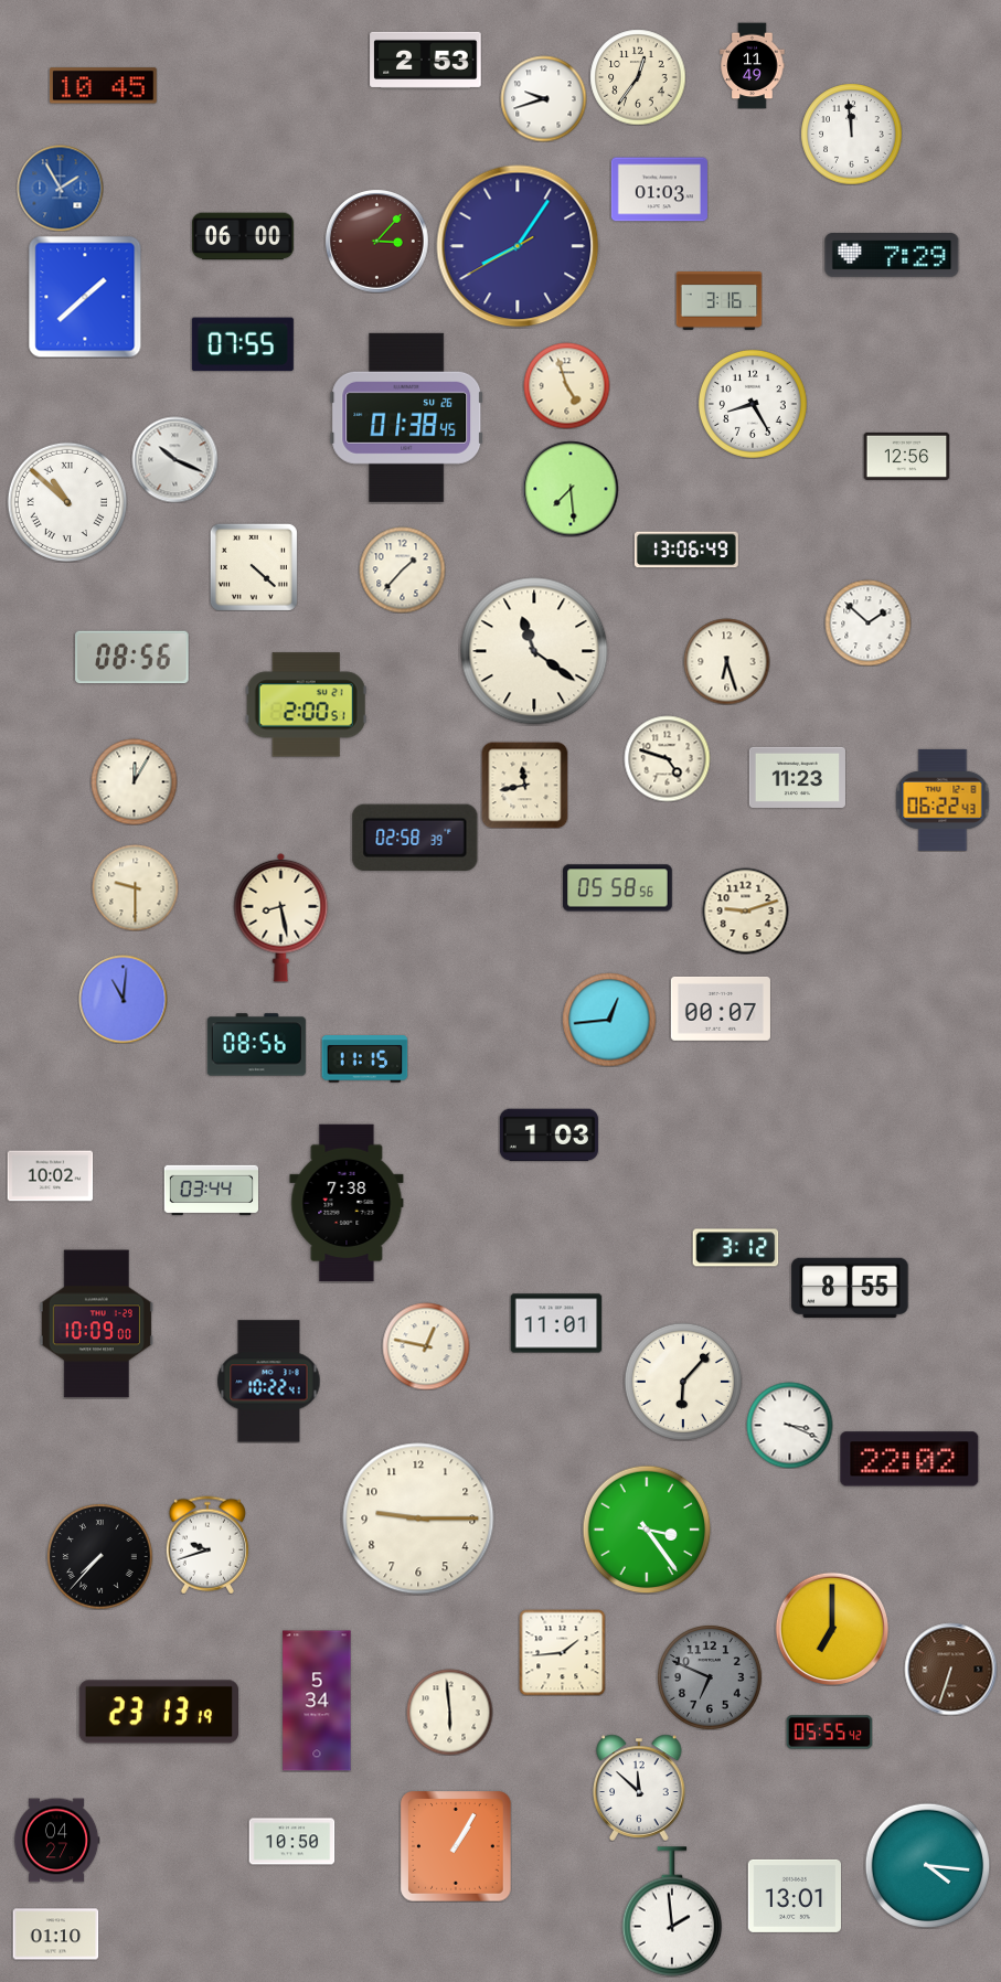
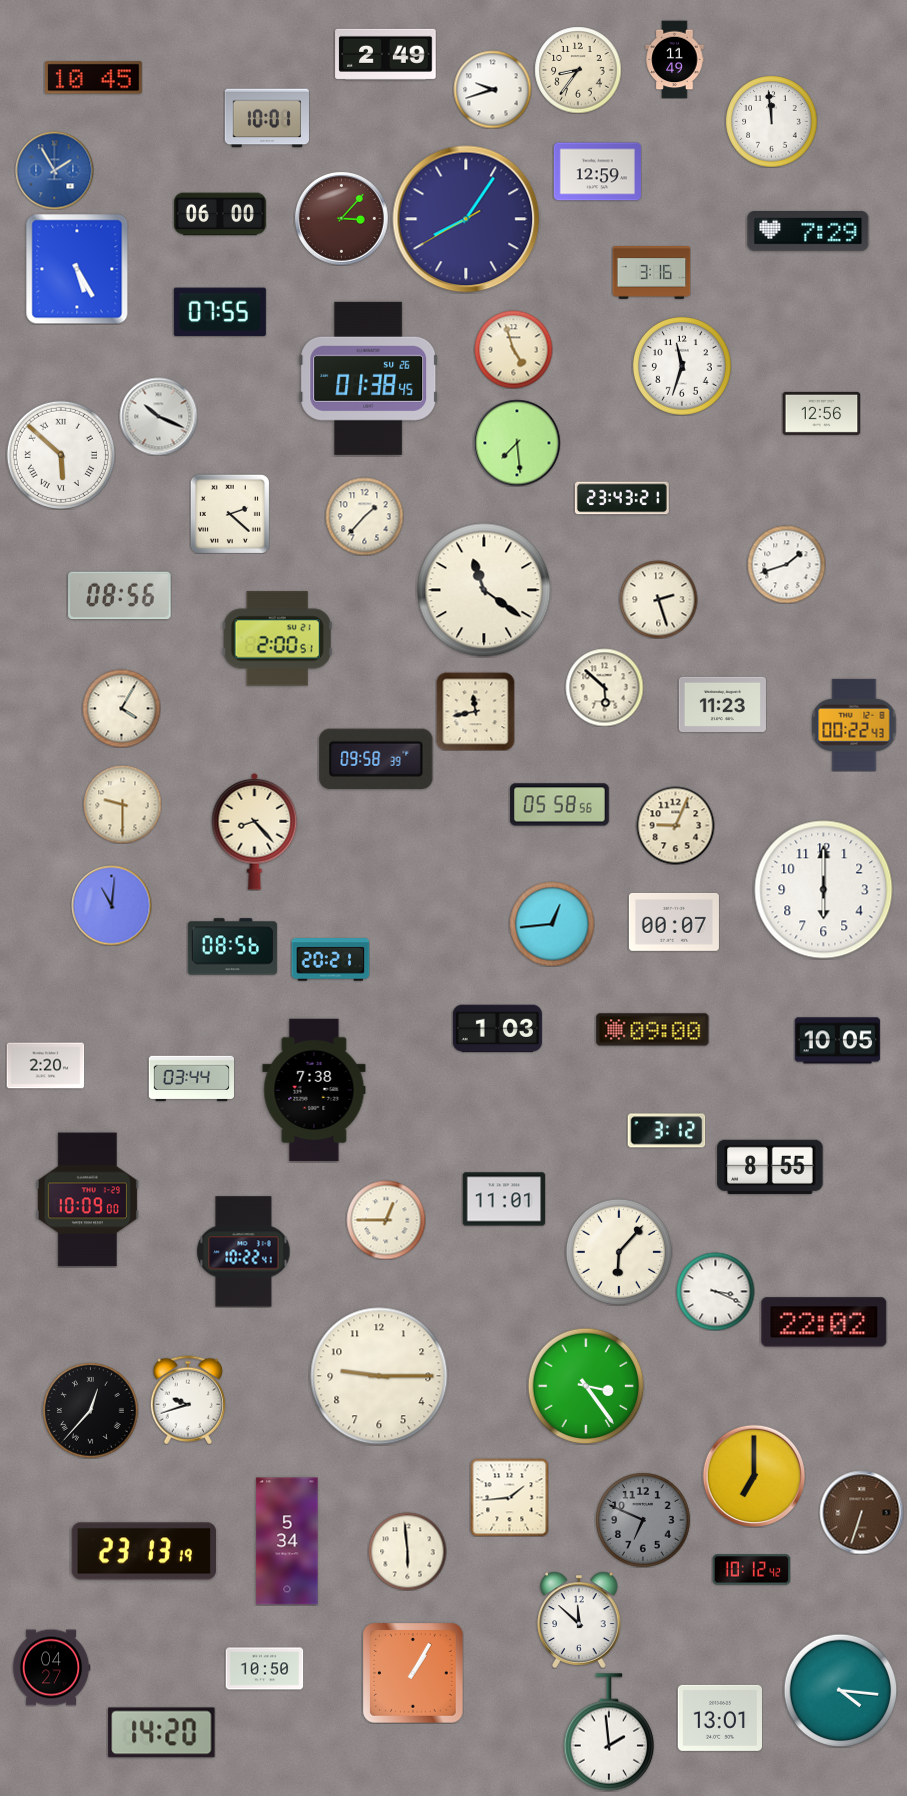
clock at (426, 60): 2:53 -> 2:49
clock at (753, 65) position: (753, 65) -> (675, 59)
clock at (638, 77): 12:36 -> 8:36
clock at (266, 118): none -> 10:01
clock at (659, 190): 01:03 -> 12:59
clock at (518, 246) position: (518, 246) -> (466, 219)
clock at (85, 297): 1:38 -> 5:25
clock at (753, 404): 8:25 -> 11:33
clock at (67, 502): 10:52 -> 5:52
clock at (686, 550): 13:06 -> 23:43
clock at (254, 567): 4:22 -> 2:22
clock at (867, 622): 1:52 -> 1:42
clock at (726, 661): 6:27 -> 2:27
clock at (667, 758): 4:48 -> 5:52
clock at (134, 781): 12:05 -> 4:05
clock at (943, 800): 06:22 -> 00:22
clock at (415, 838): 02:58 -> 09:58
clock at (745, 910): 9:12 -> 9:04
clock at (281, 917): 8:28 -> 8:23
clock at (824, 890): none -> 6:00
clock at (721, 1009) position: (721, 1009) -> (674, 922)
clock at (364, 1059): 11:15 -> 20:21
clock at (653, 1030): none -> 09:00
clock at (837, 1041): none -> 10:05
clock at (50, 1176): 10:02 -> 2:20
clock at (426, 1346): 12:47 -> 12:45
clock at (100, 1557): 7:37 -> 12:37
clock at (829, 1733): 05:55 -> 10:12
clock at (162, 1733): none -> 14:20
clock at (55, 1935): 01:10 -> none
